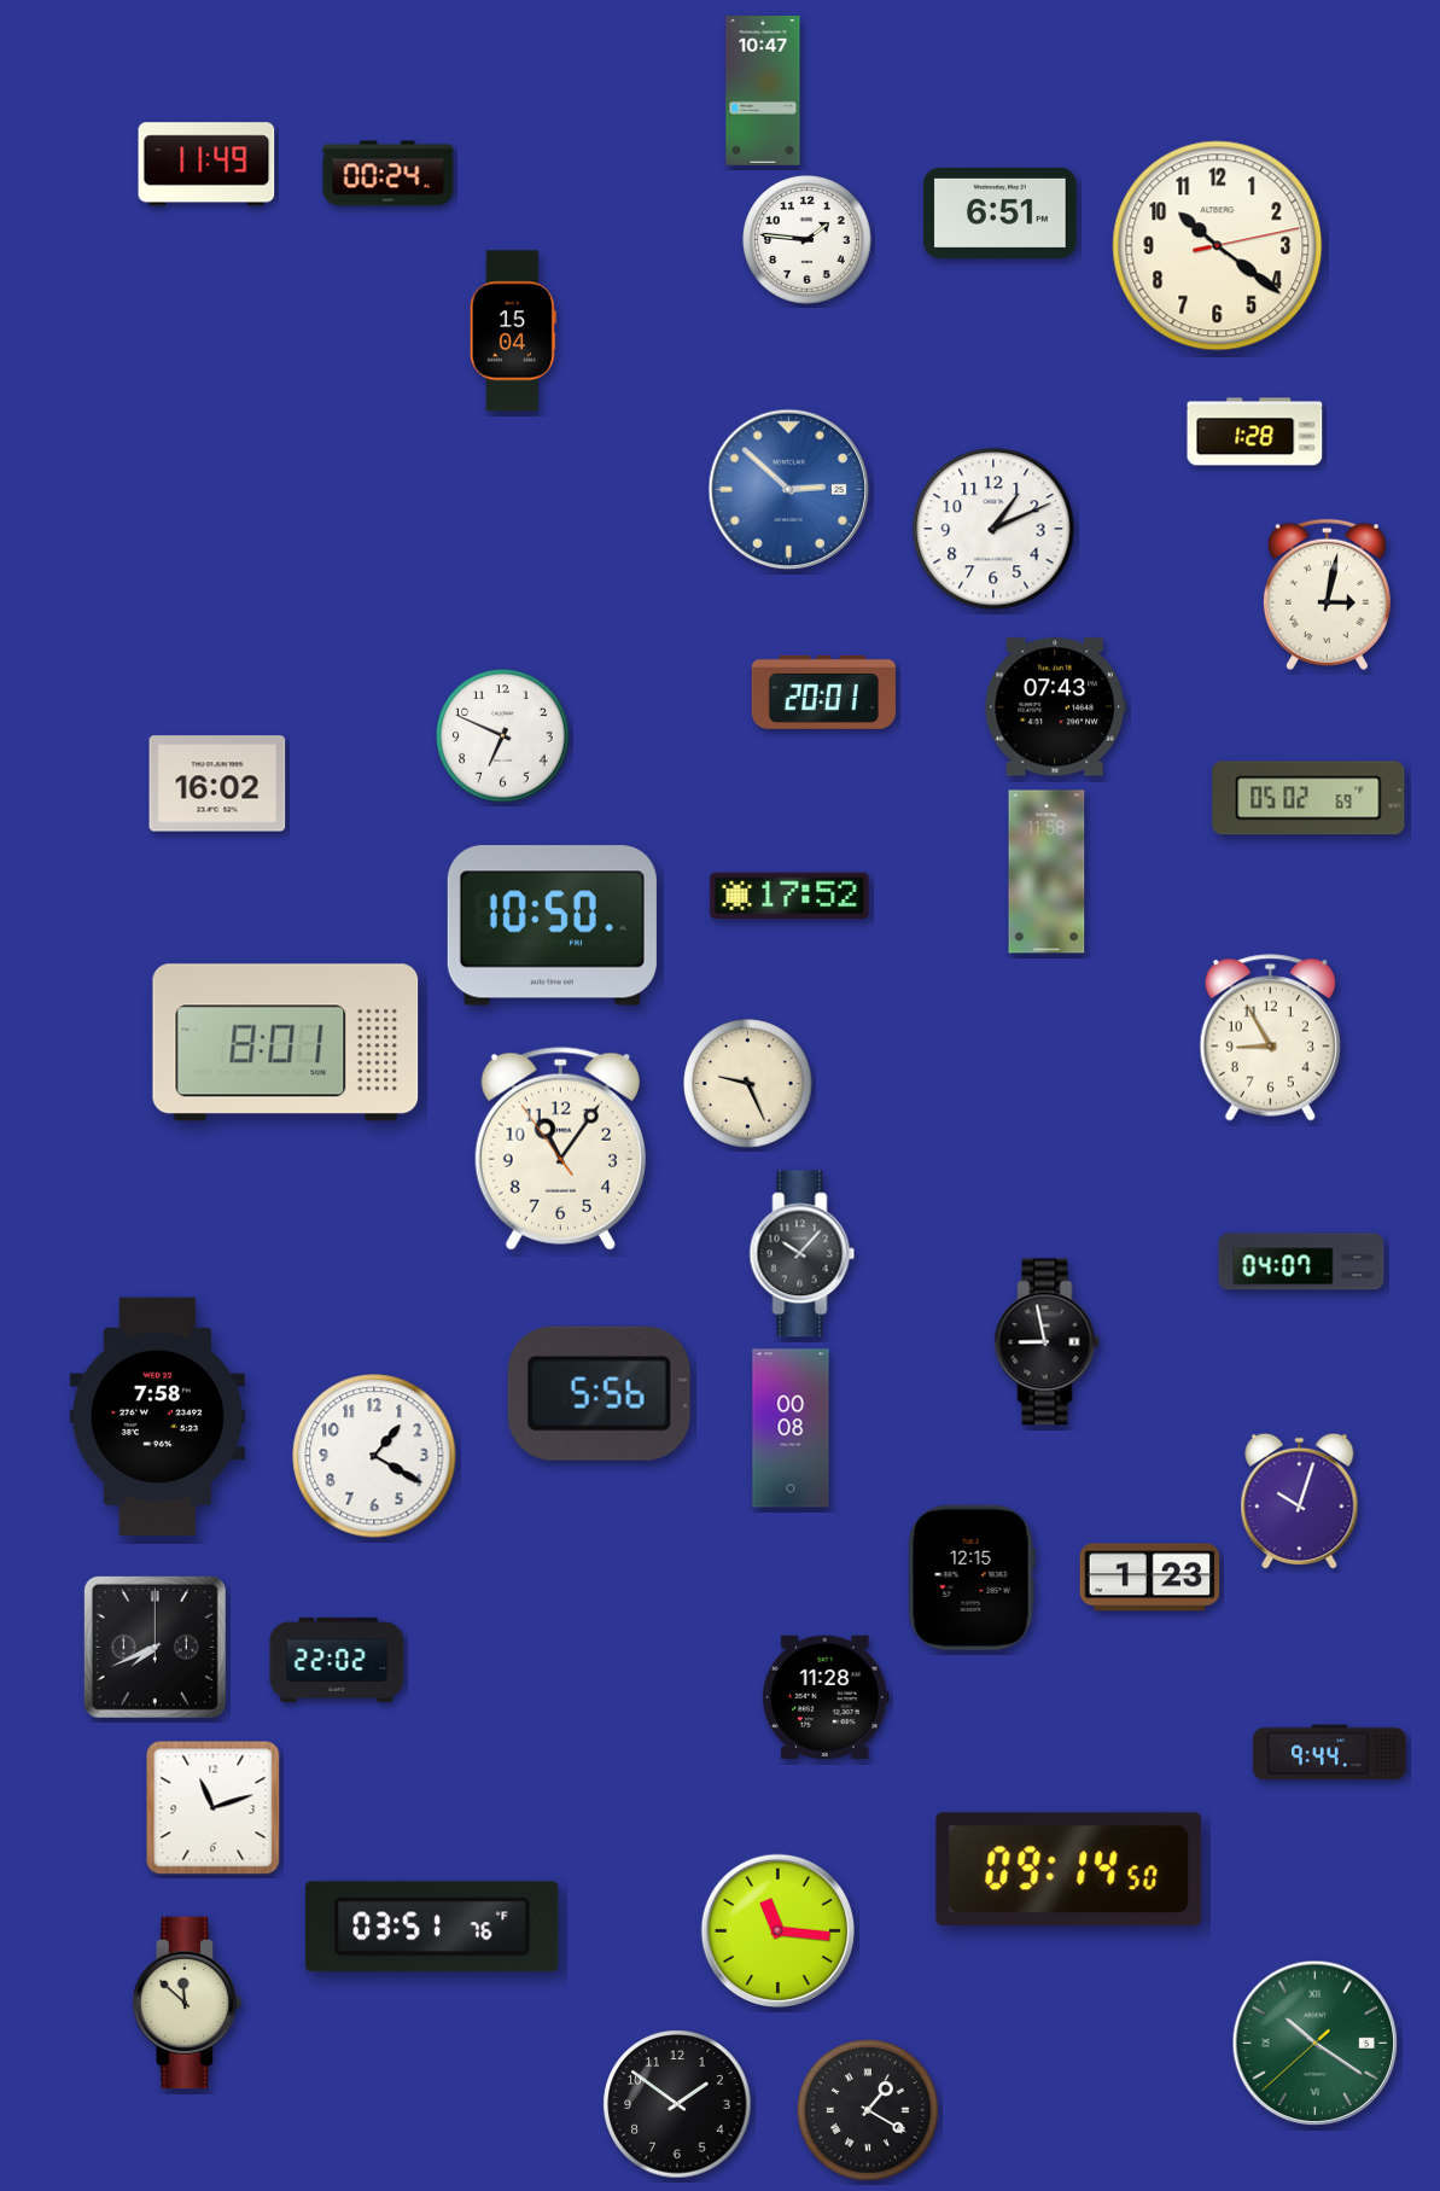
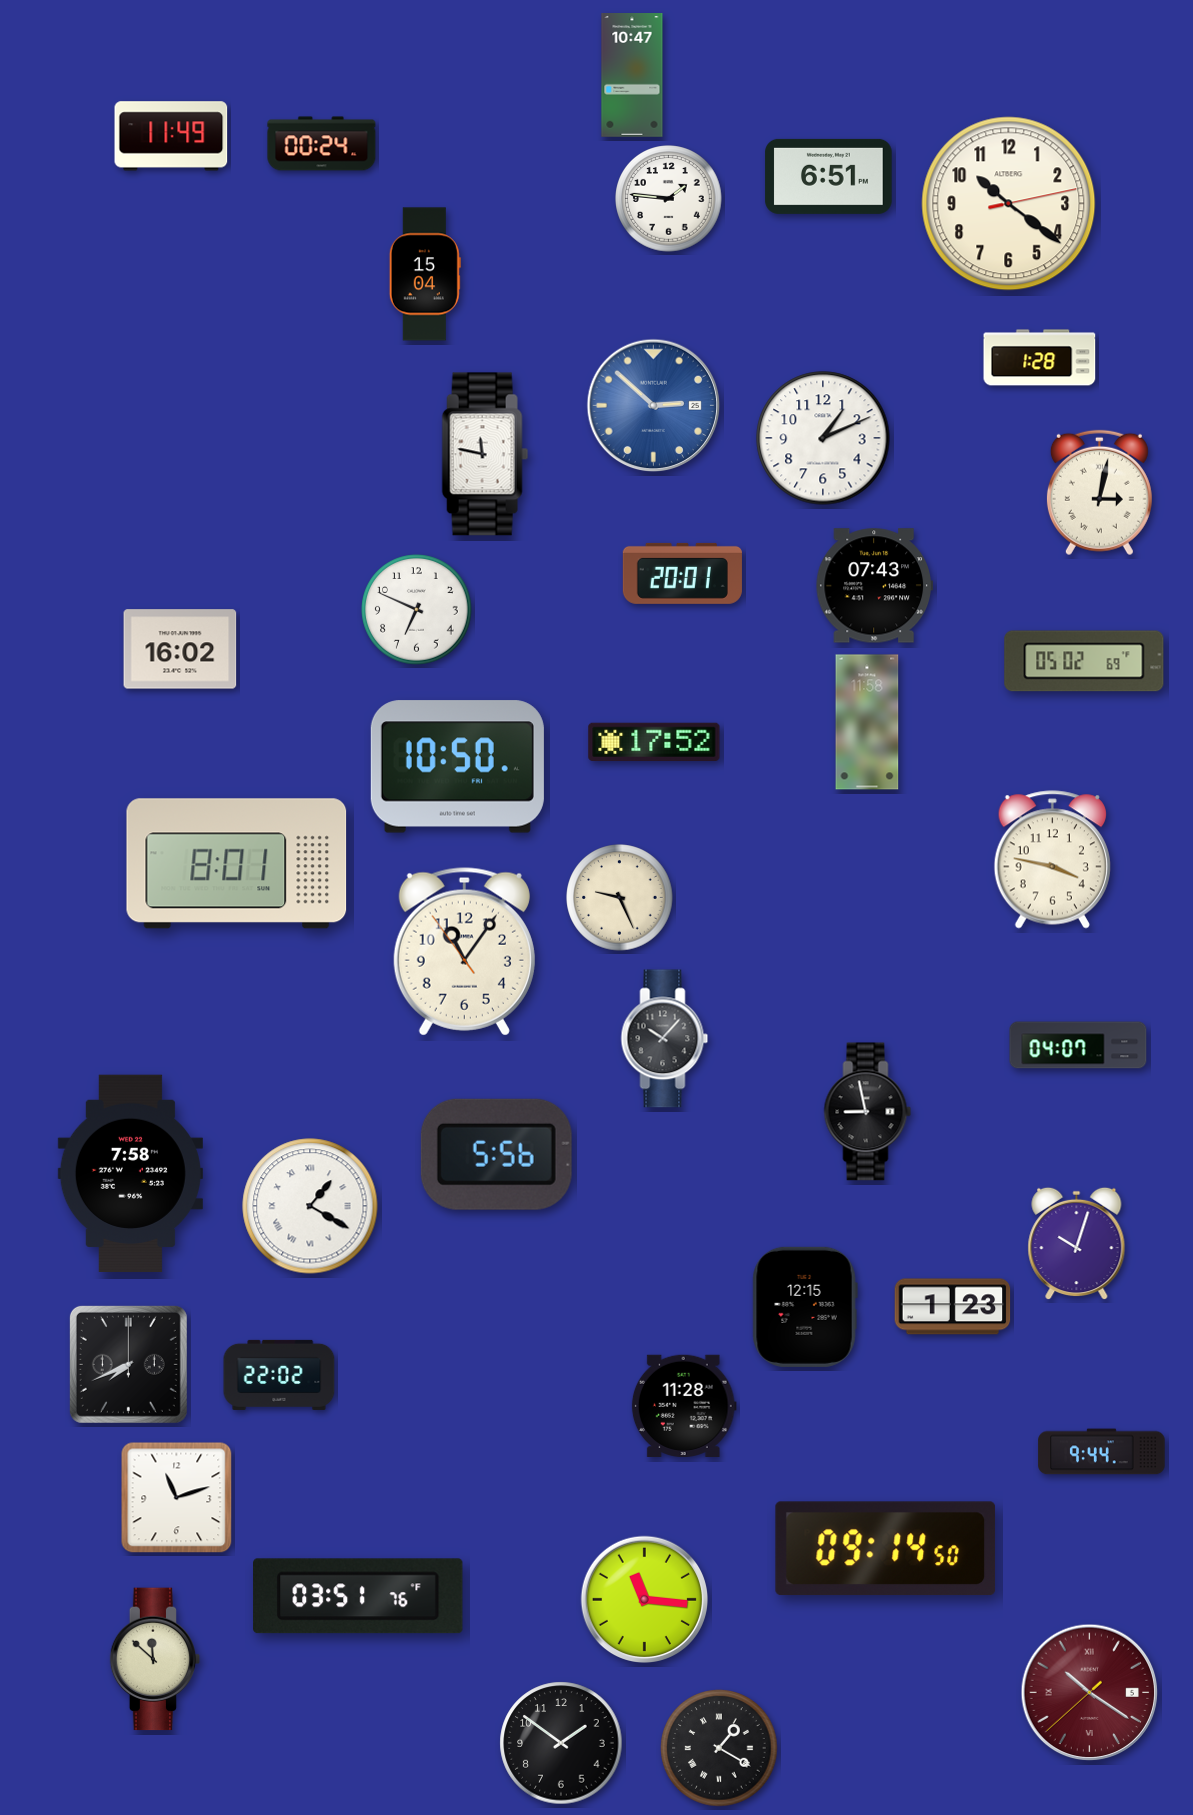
clock at (485, 454): none -> 11:47
clock at (1270, 1038): 8:55 -> 3:47
clock at (791, 1428): 00:08 -> none
clock at (374, 1456) numerals: Arabic -> Roman
clock at (1316, 2044) dial: green -> burgundy
